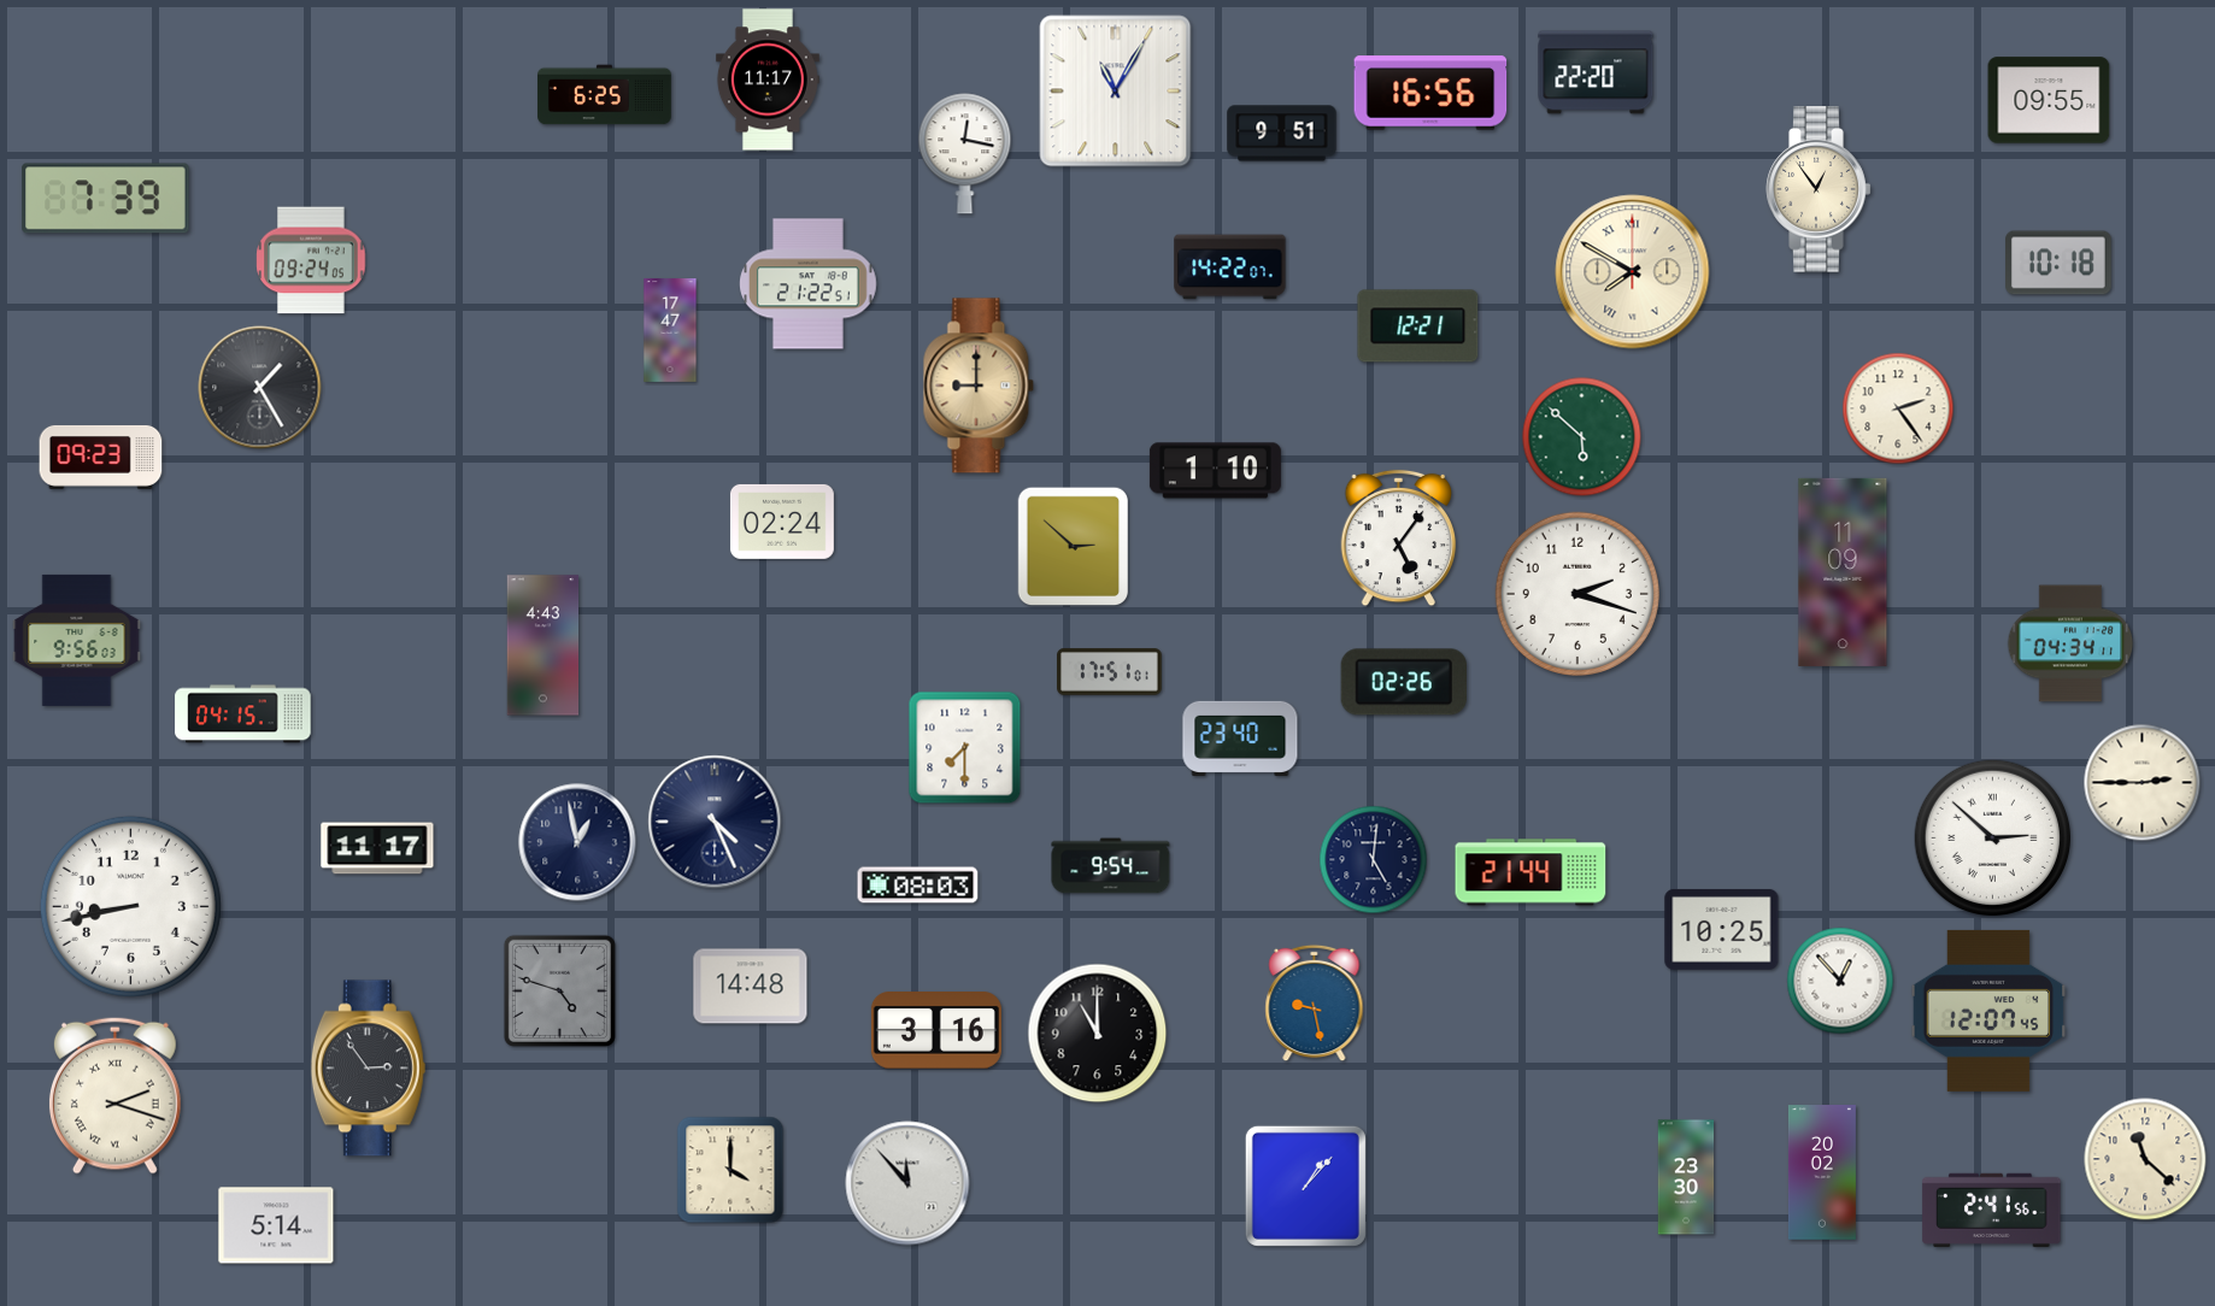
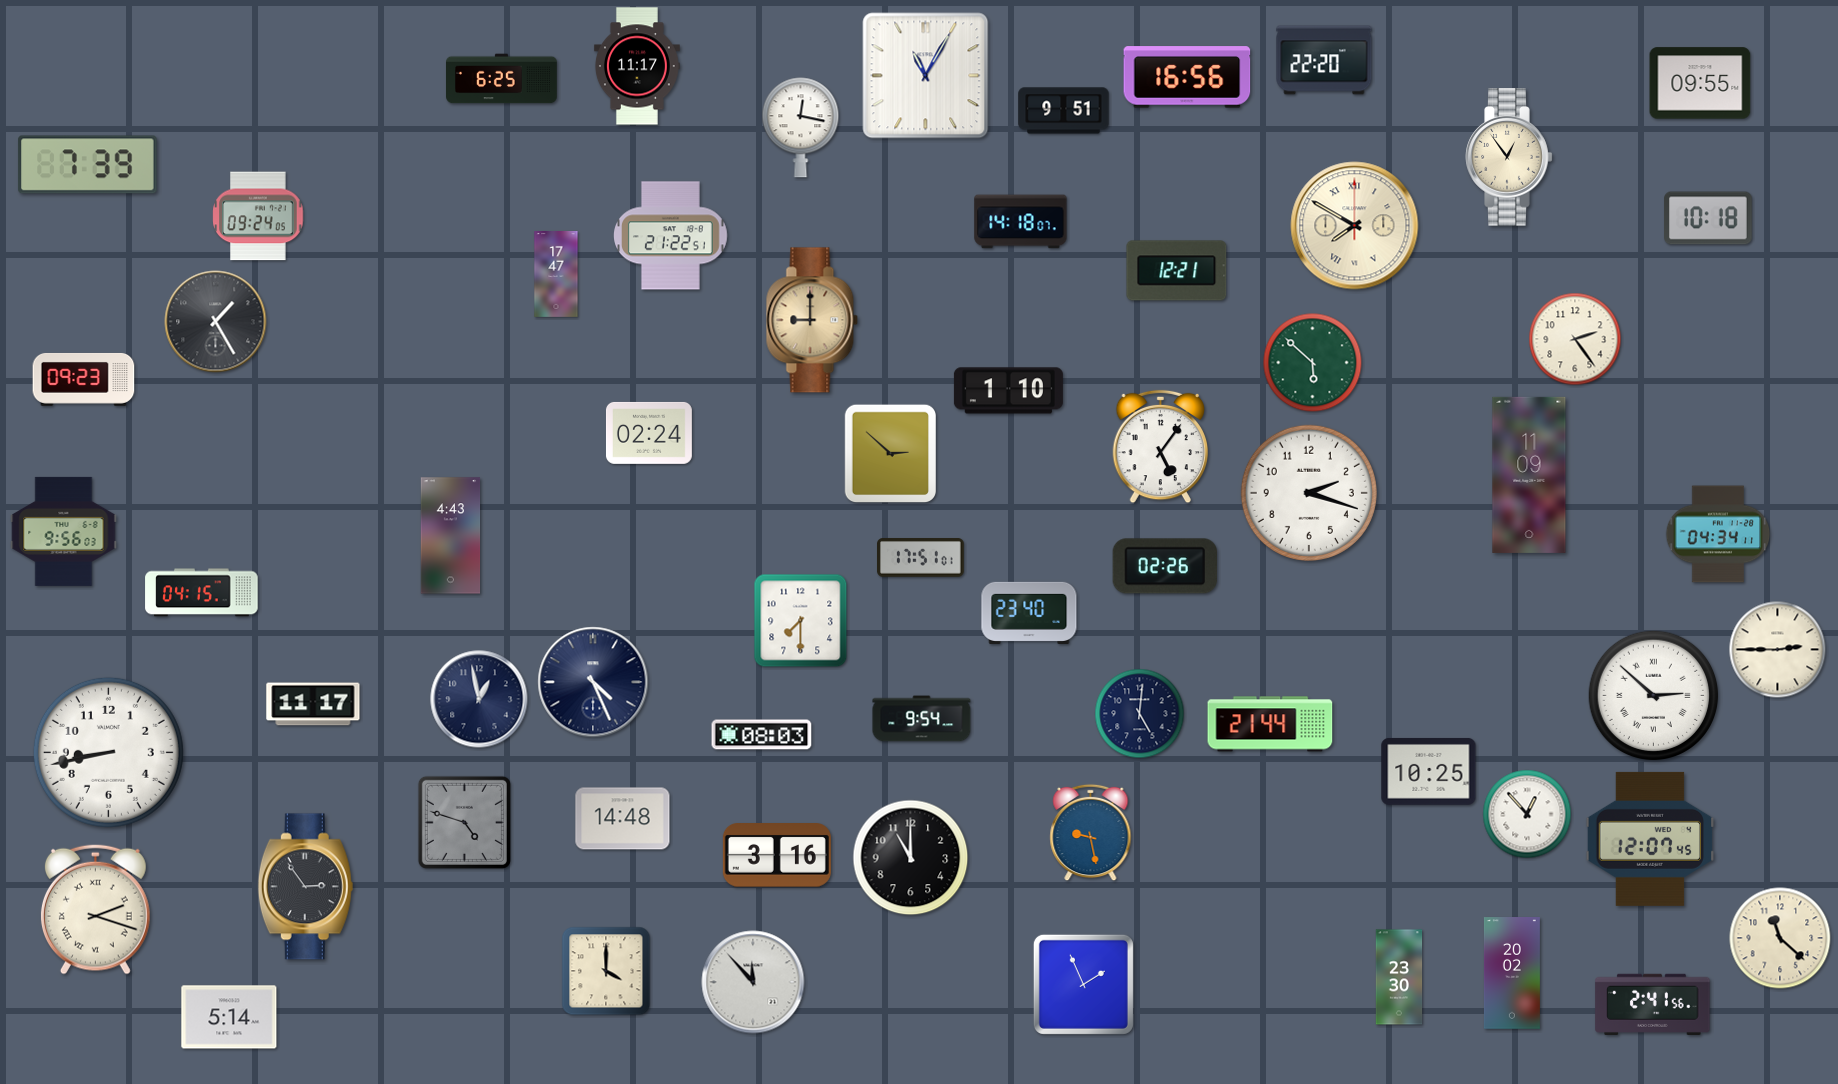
clock at (1230, 267): 14:22 -> 14:18
clock at (2145, 1159) position: (2145, 1159) -> (1780, 938)
clock at (1305, 1186): 1:07 -> 1:56
